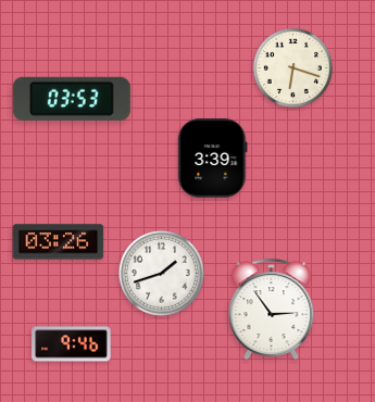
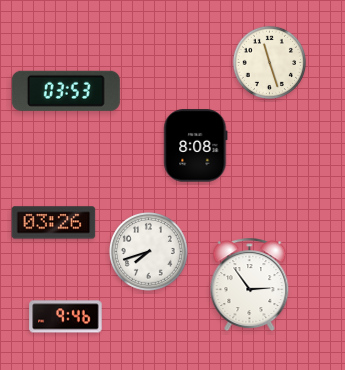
clock at (292, 67): 6:18 -> 11:27
clock at (213, 159): 3:39 -> 8:08
clock at (161, 273): 1:42 -> 7:42
